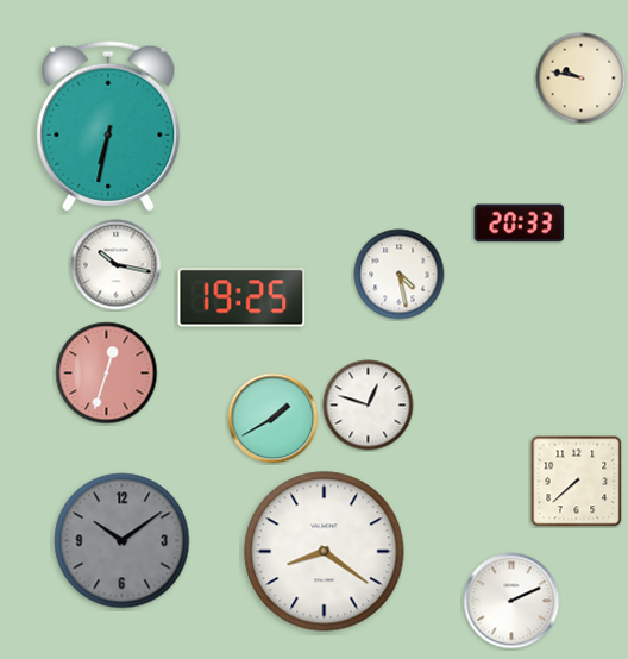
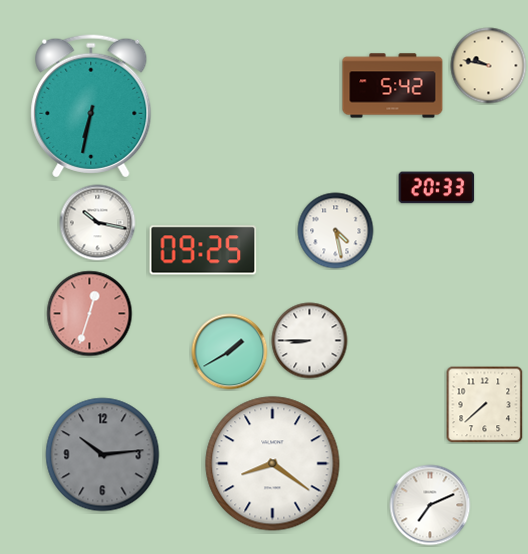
clock at (393, 86): none -> 5:42
clock at (241, 297): 19:25 -> 09:25
clock at (369, 406): 12:48 -> 8:45
clock at (123, 541): 10:09 -> 10:14
clock at (511, 601): 2:11 -> 7:11
